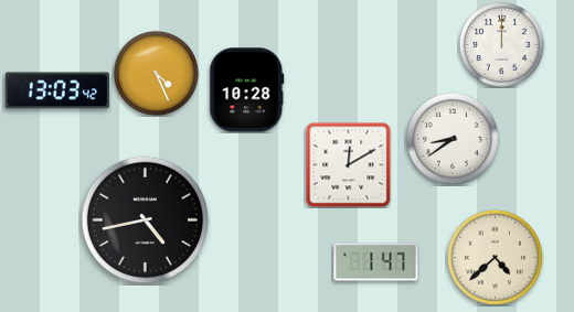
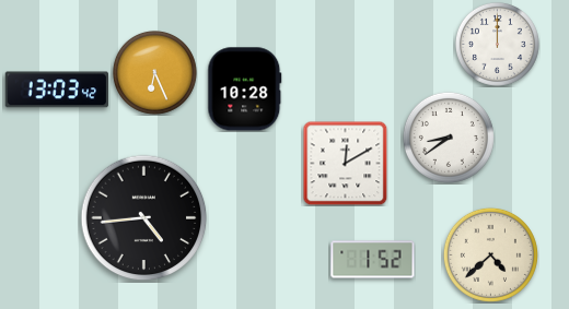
clock at (156, 73): 4:26 -> 6:26
clock at (146, 220): 4:43 -> 4:44
clock at (376, 262): 1:47 -> 1:52
